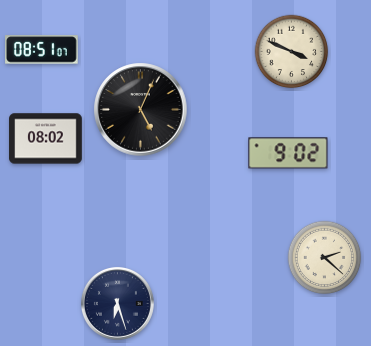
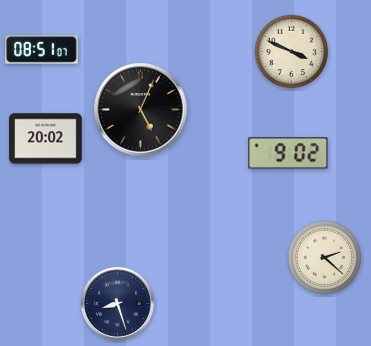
clock at (46, 139): 08:02 -> 20:02
clock at (117, 303): 6:27 -> 8:27
